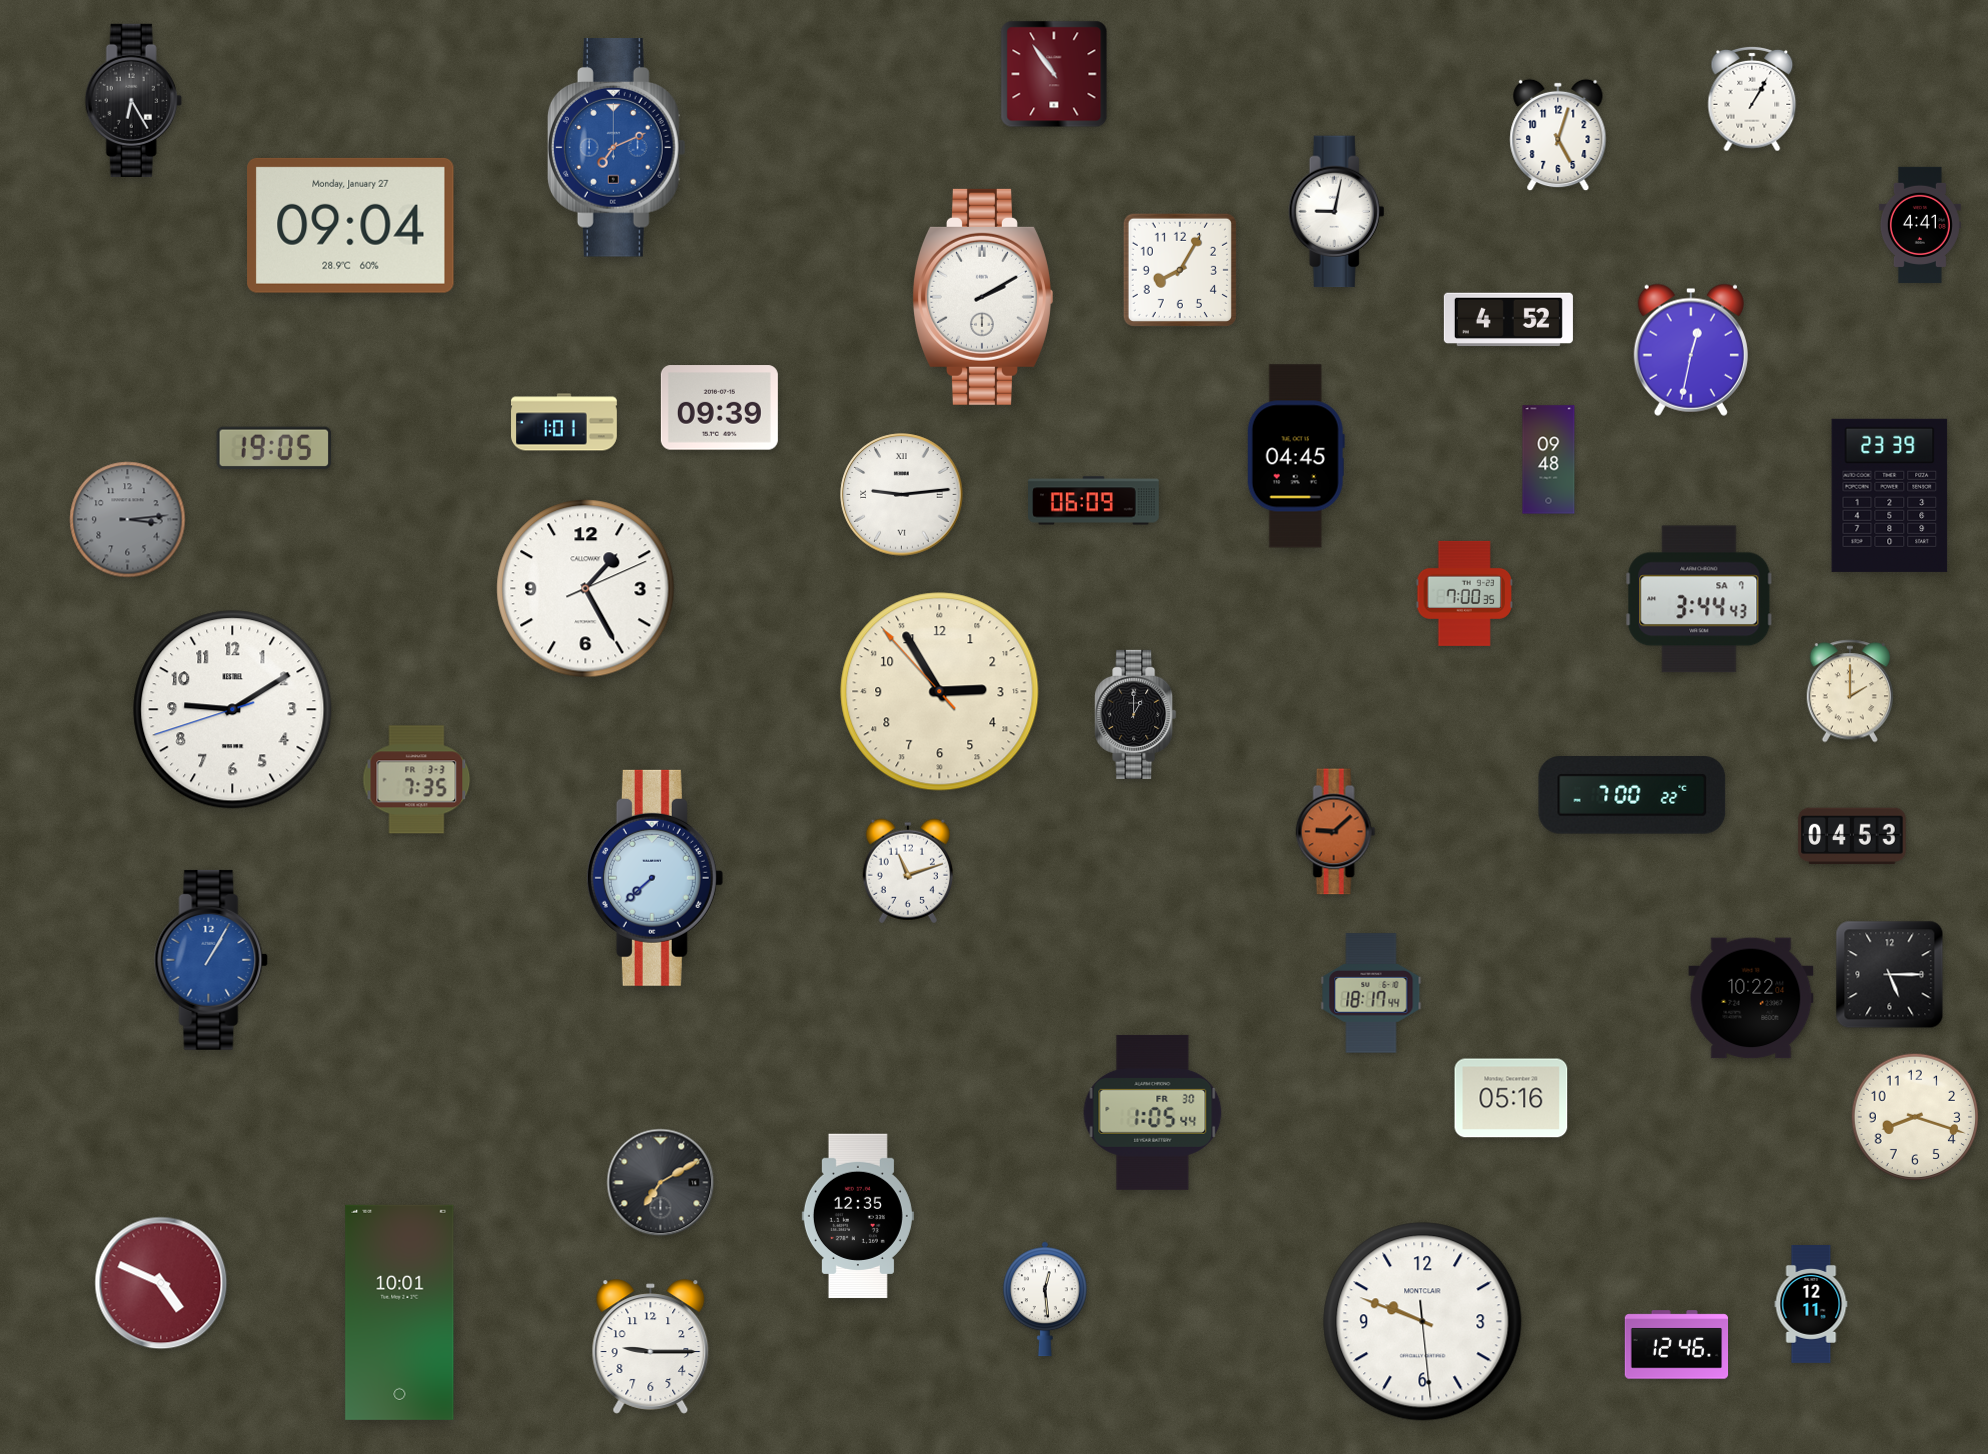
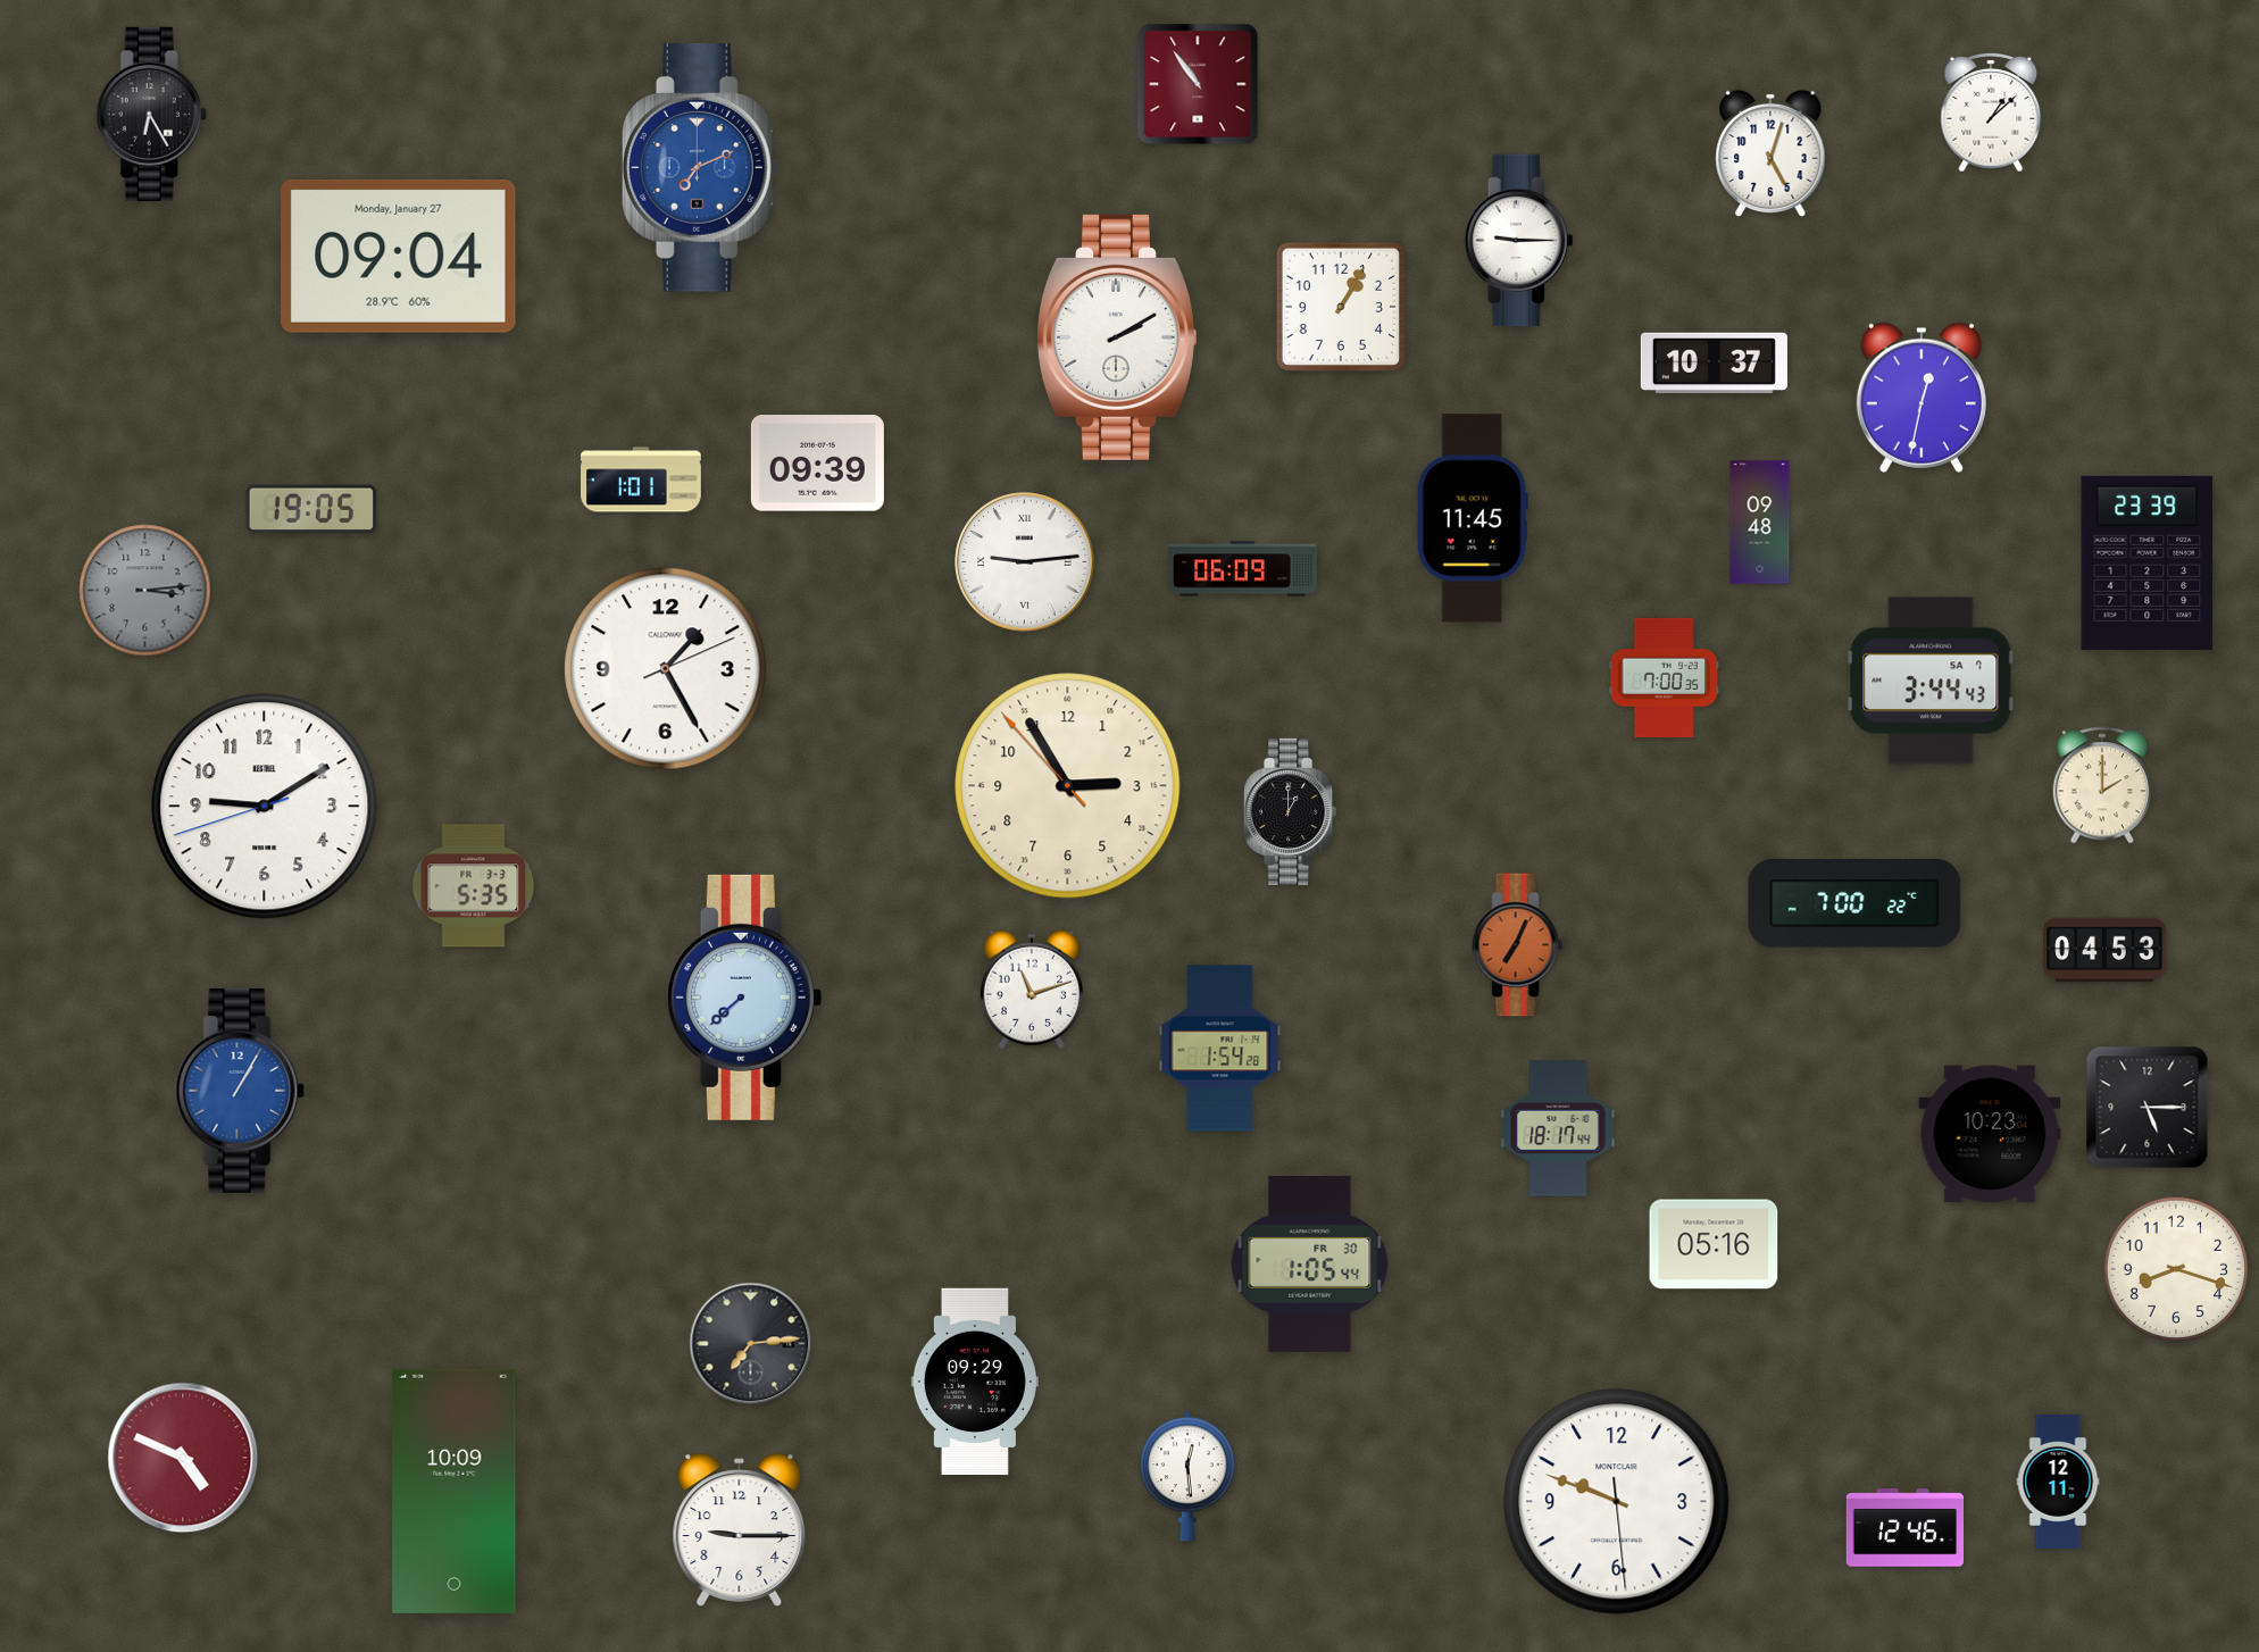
clock at (1752, 99): 1:05 -> 1:08
clock at (1337, 212): 9:02 -> 9:15
clock at (1920, 225): 4:41 -> none
clock at (1180, 270): 8:05 -> 1:05
clock at (1508, 320): 4:52 -> 10:37
clock at (1296, 456): 04:45 -> 11:45
clock at (1465, 593) position: (1465, 593) -> (1665, 677)
clock at (417, 780): 7:35 -> 5:35
clock at (1336, 832): 9:08 -> 7:04
clock at (1220, 1049): none -> 1:54
clock at (1751, 998): 10:22 -> 10:23
clock at (1511, 1098) position: (1511, 1098) -> (1714, 1244)
clock at (661, 1183): 7:10 -> 7:14
clock at (858, 1216): 12:35 -> 09:29
clock at (400, 1312): 10:01 -> 10:09
